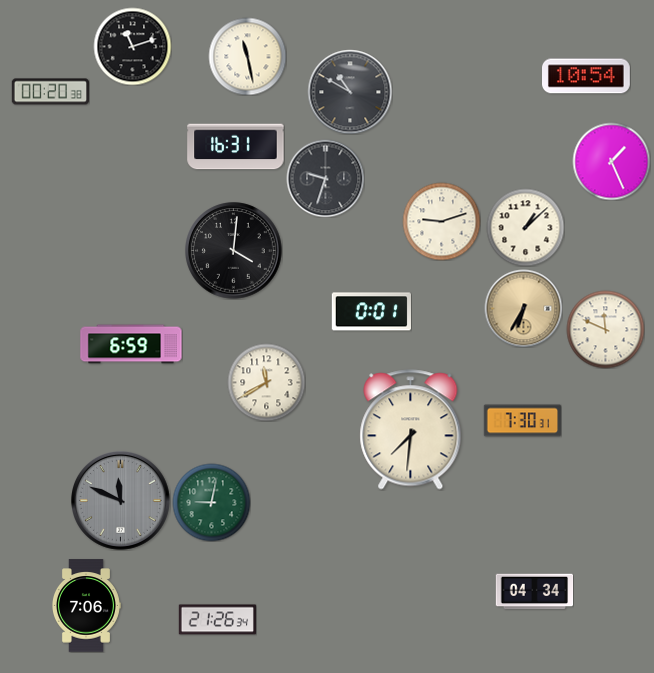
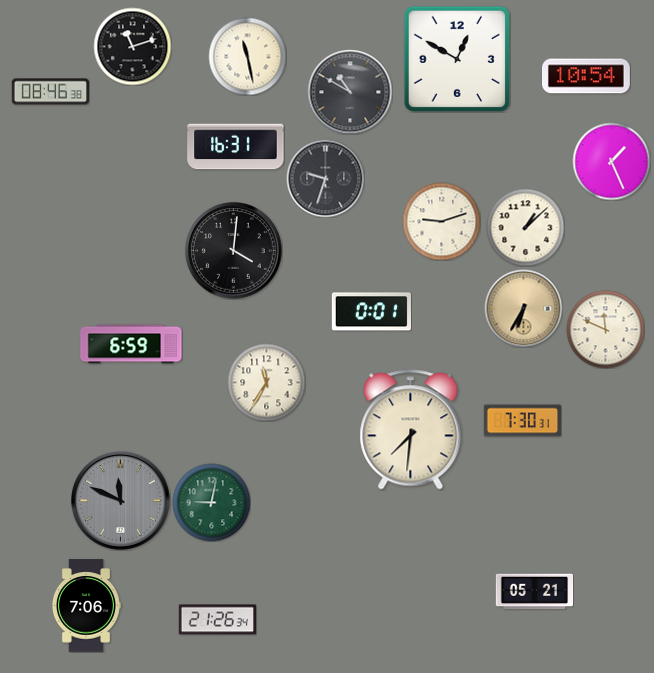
clock at (457, 59): none -> 12:50
clock at (50, 92): 00:20 -> 08:46
clock at (266, 382): 11:40 -> 11:35
clock at (534, 592): 04:34 -> 05:21
